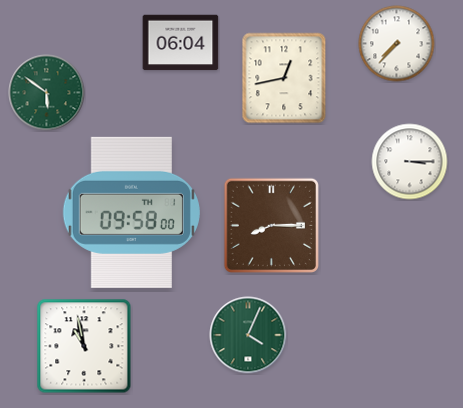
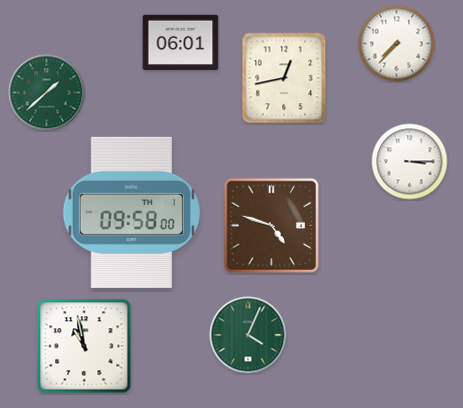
clock at (181, 43): 06:04 -> 06:01
clock at (47, 93): 5:51 -> 1:38
clock at (271, 225): 8:15 -> 4:48
